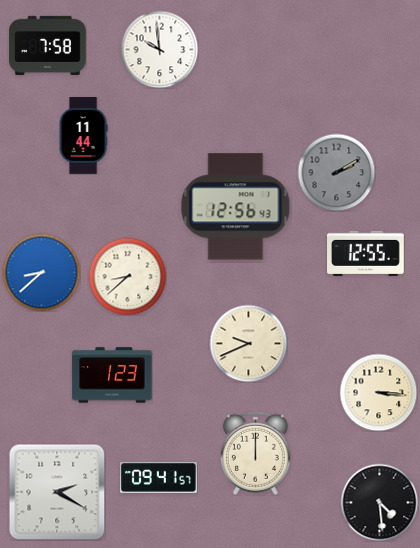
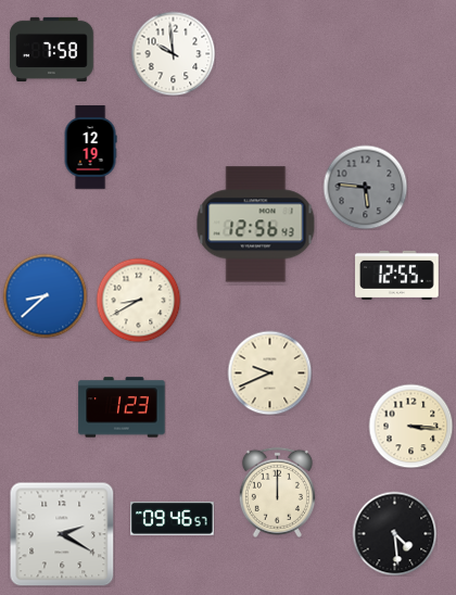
clock at (83, 136): 11:44 -> 12:19
clock at (336, 172): 2:10 -> 5:46
clock at (127, 276): 8:38 -> 8:40
clock at (159, 478): 09:41 -> 09:46
clock at (379, 502) position: (379, 502) -> (394, 533)
